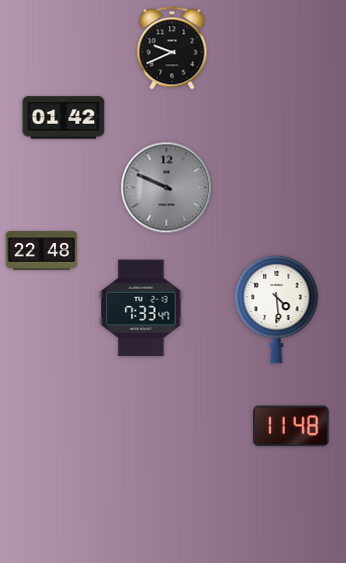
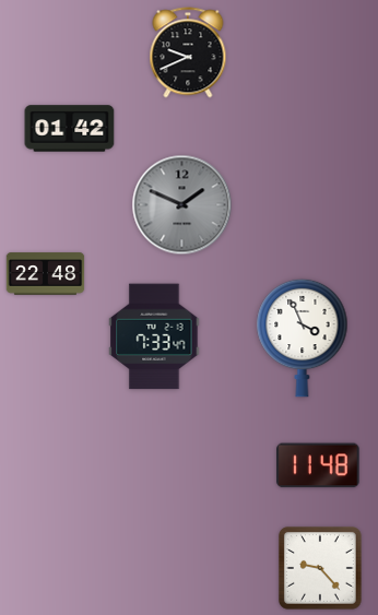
clock at (167, 188): 9:49 -> 1:49
clock at (277, 309): 4:29 -> 3:56
clock at (321, 569): none -> 9:23
